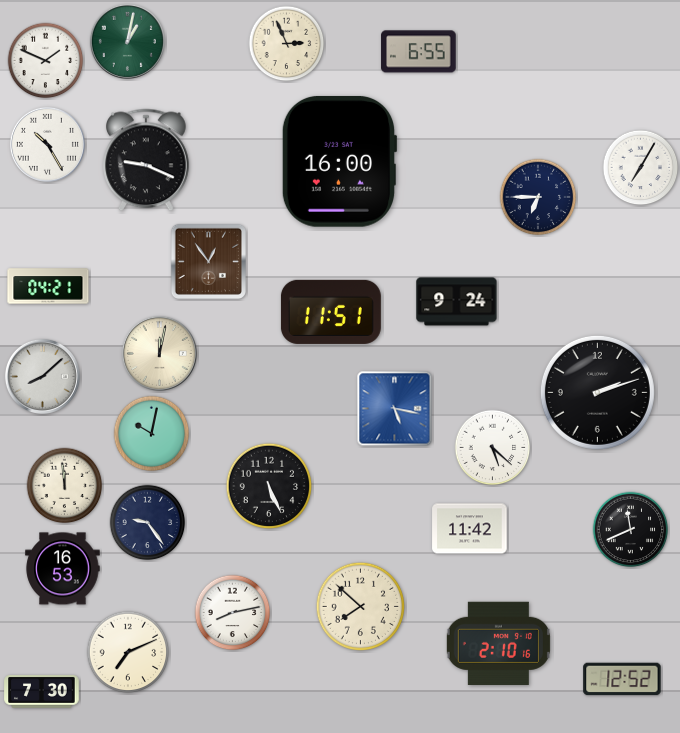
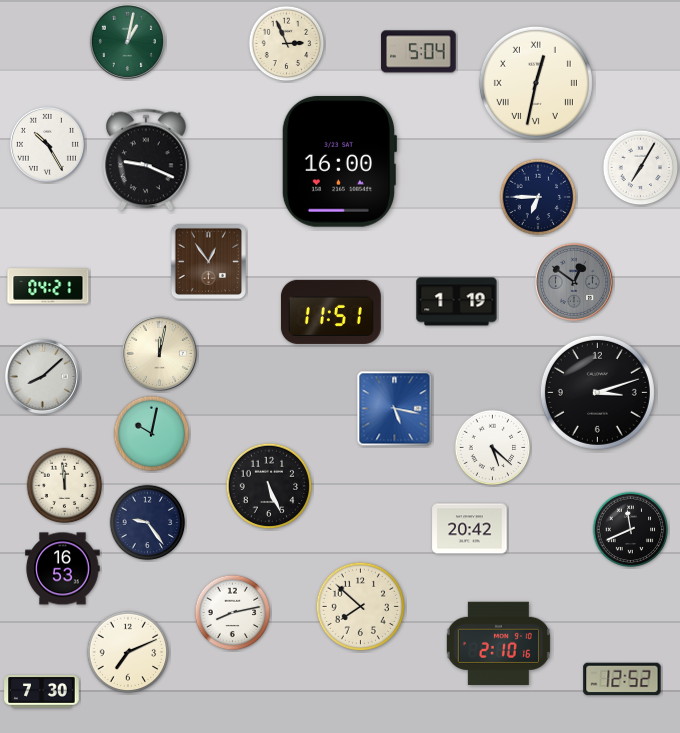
clock at (419, 52): 6:55 -> 5:04
clock at (46, 61): 1:49 -> none
clock at (536, 83): none -> 12:32
clock at (574, 282): none -> 12:51
clock at (457, 302): 9:24 -> 1:19
clock at (597, 392): 2:12 -> 3:12
clock at (470, 529): 11:42 -> 20:42
